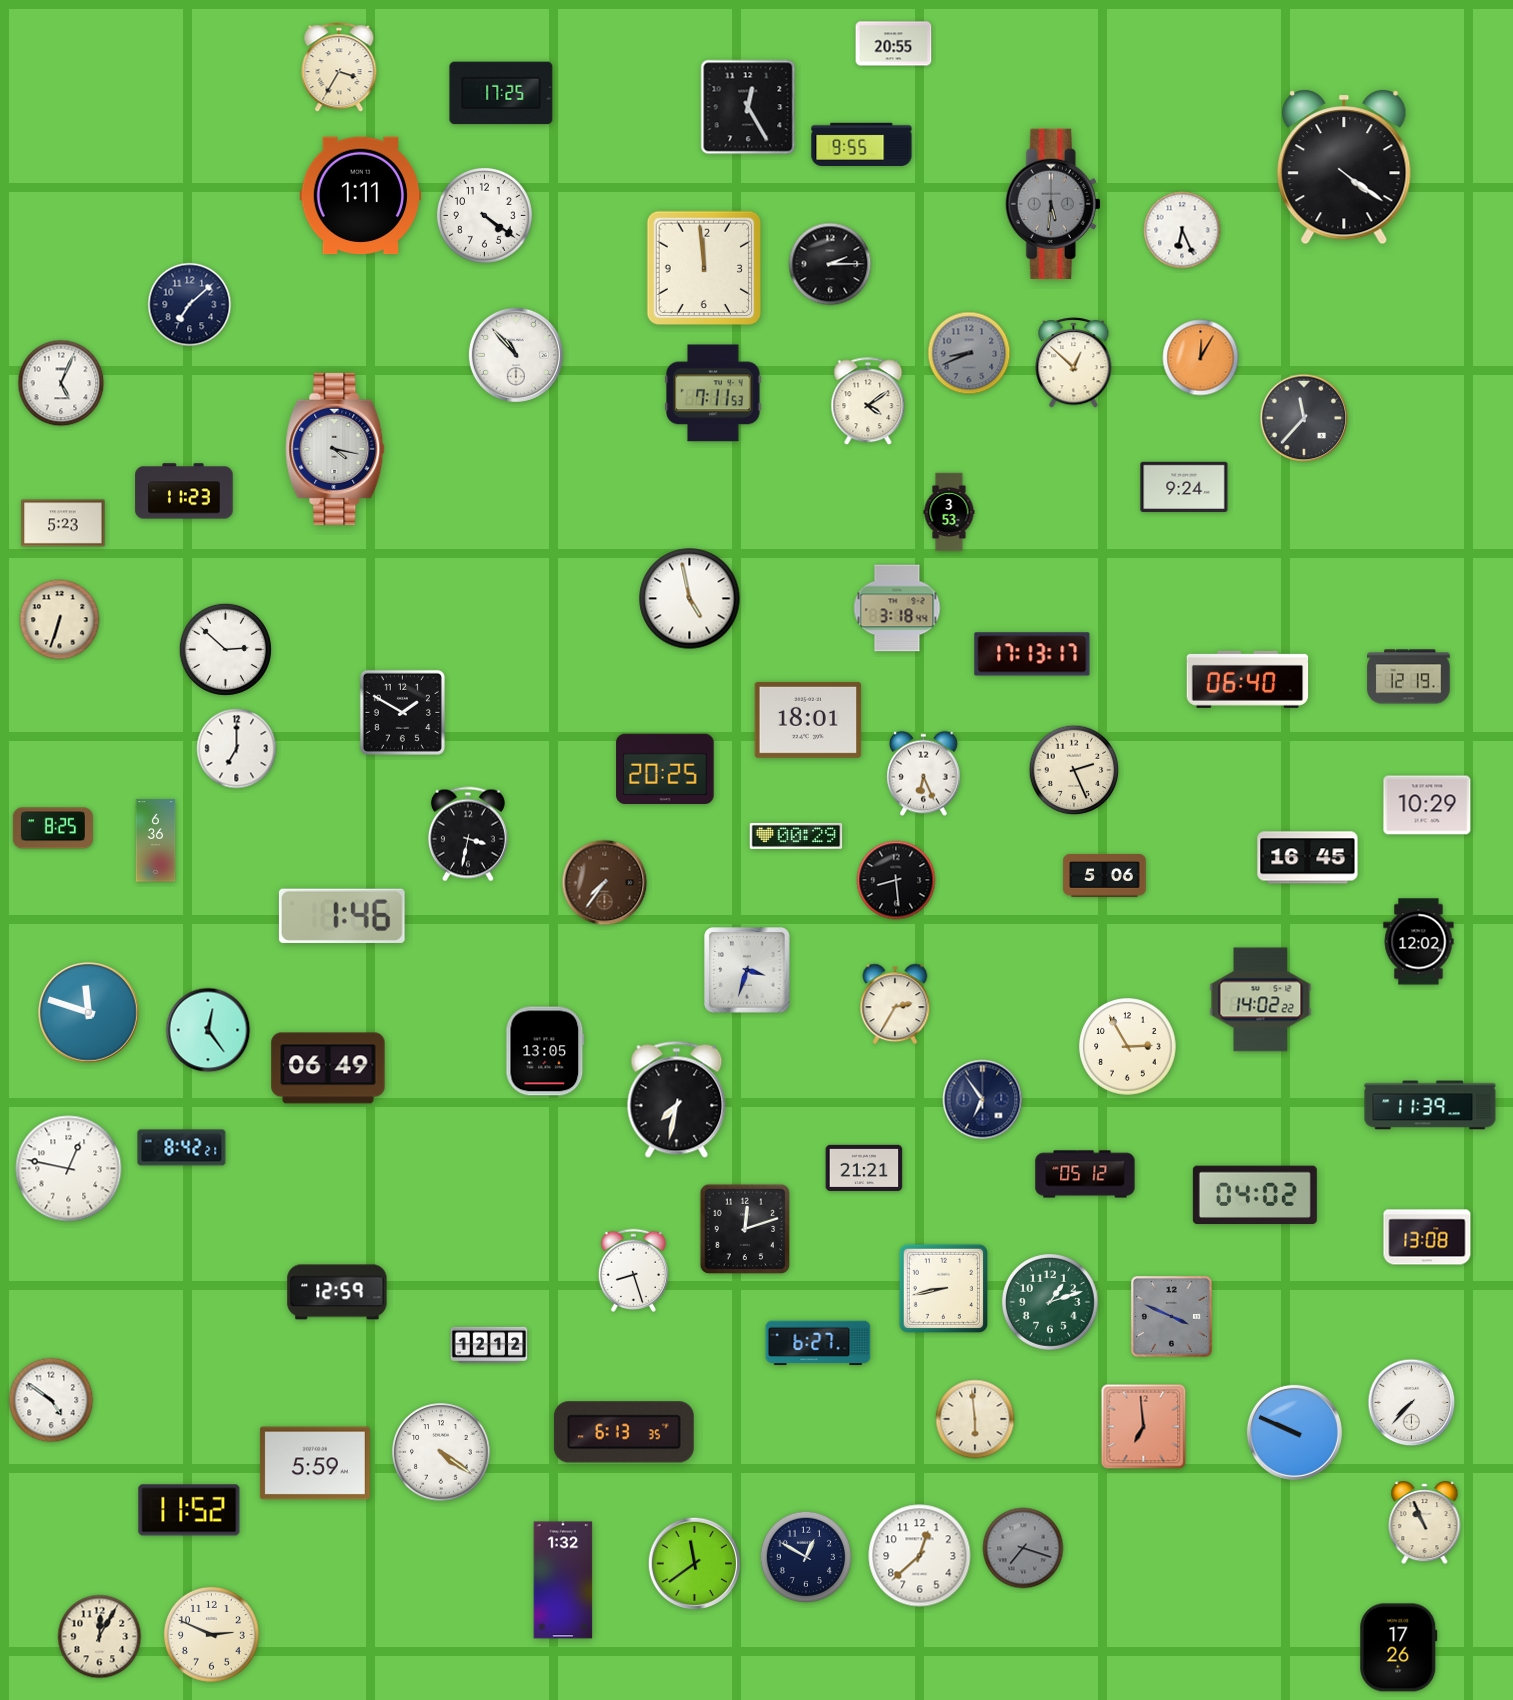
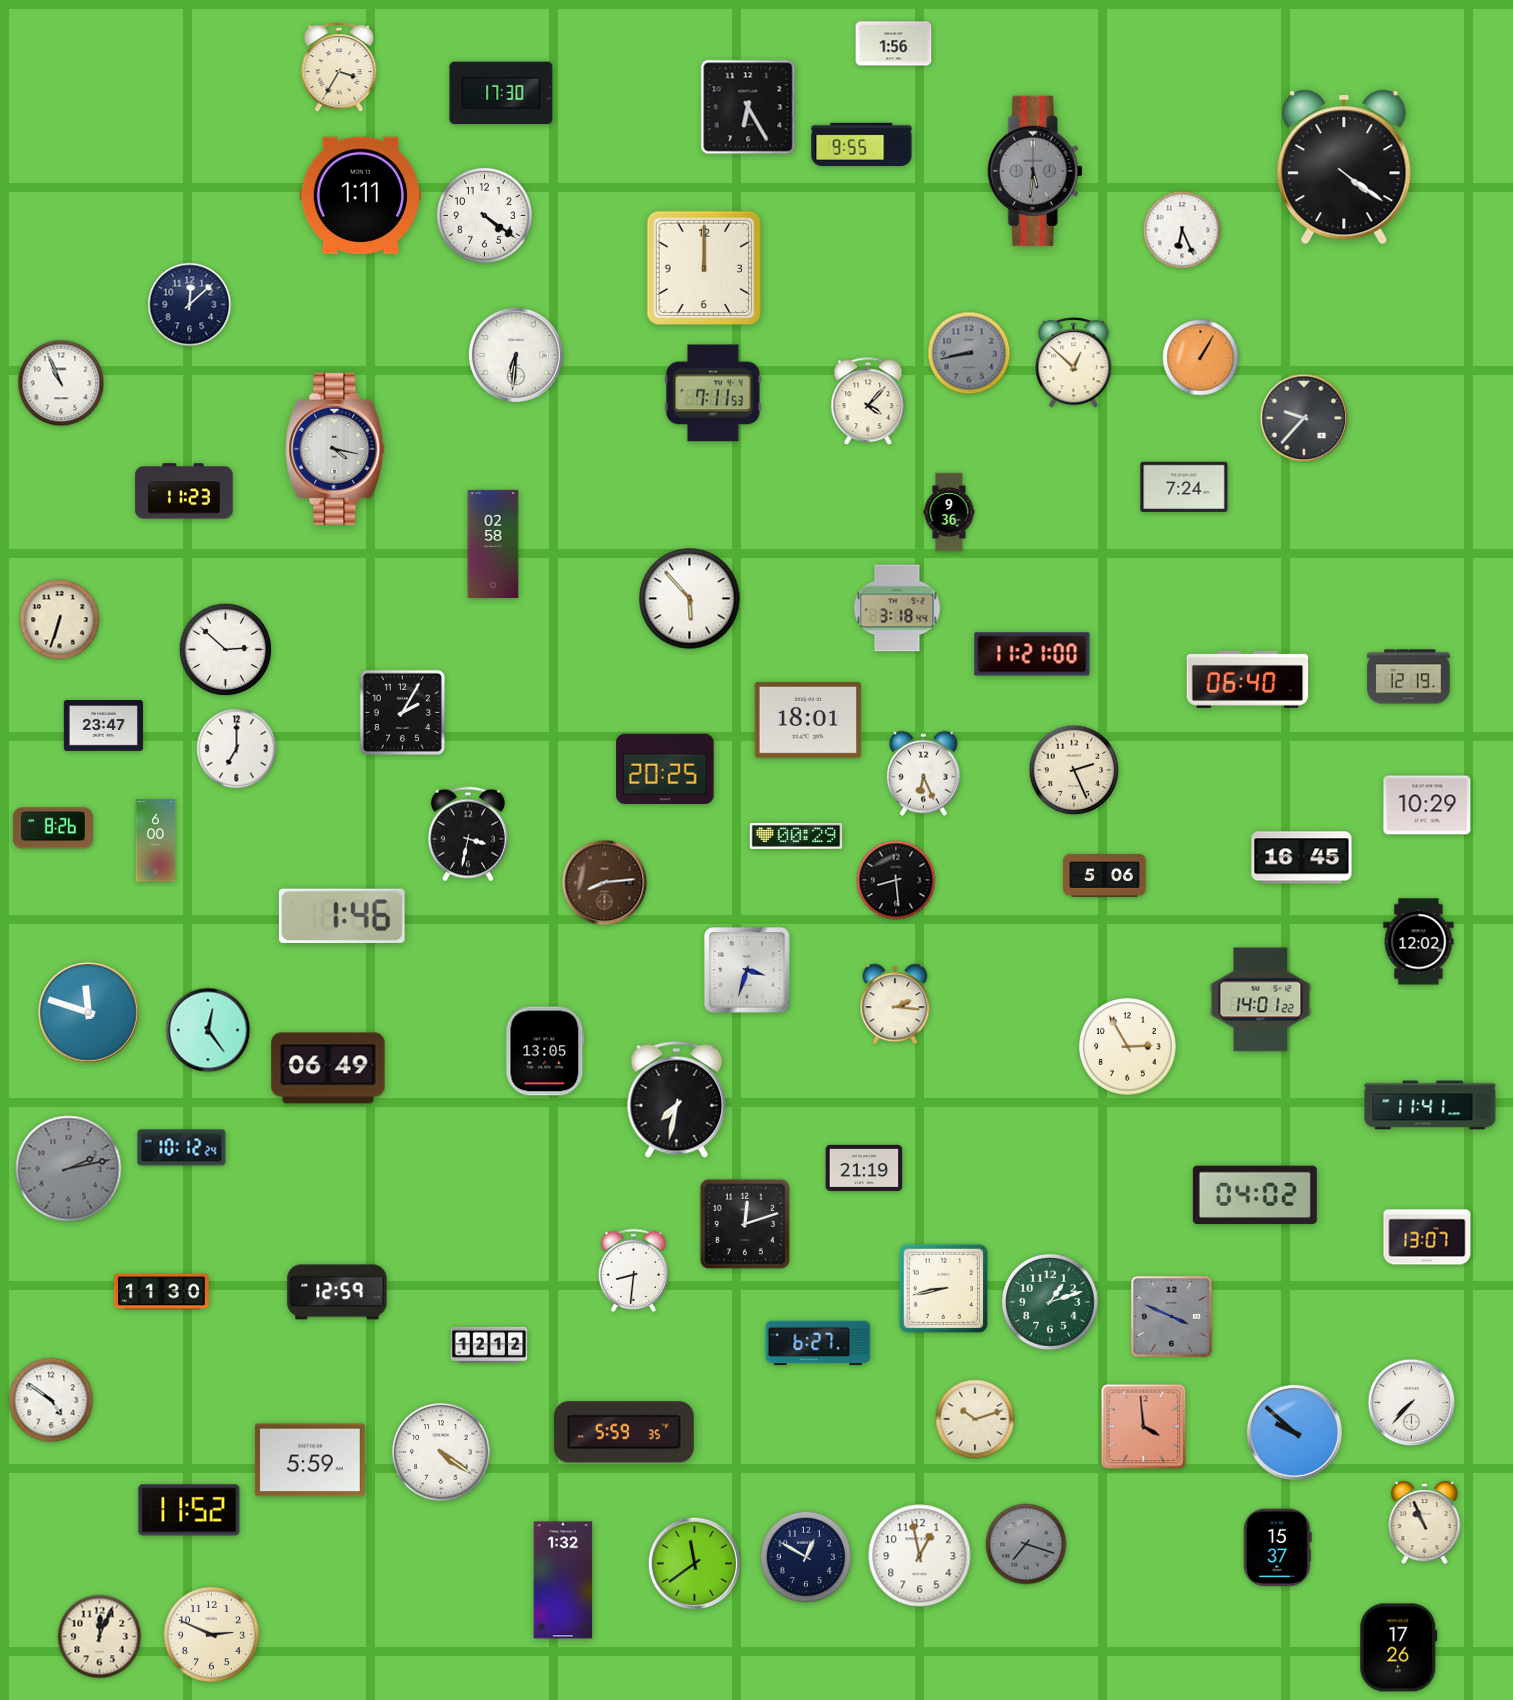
clock at (894, 44): 20:55 -> 1:56
clock at (501, 93): 17:25 -> 17:30
clock at (748, 107): 12:25 -> 6:25
clock at (1053, 204) position: (1053, 204) -> (1035, 171)
clock at (830, 264): 2:15 -> none
clock at (704, 268): 11:59 -> 12:00
clock at (190, 305): 7:08 -> 12:08
clock at (969, 353): 8:41 -> 8:43
clock at (516, 355): 10:53 -> 6:31
clock at (1201, 358): 12:05 -> 1:05
clock at (61, 383): 5:04 -> 10:56
clock at (868, 402): 4:09 -> 4:07
clock at (1304, 418): 11:37 -> 9:37
clock at (1184, 487): 9:24 -> 7:24
clock at (949, 512): 3:53 -> 9:36
clock at (63, 523): 5:23 -> none
clock at (493, 543): none -> 02:58
clock at (690, 599): 4:58 -> 5:53
clock at (1032, 654): 17:13 -> 11:21
clock at (402, 712): 1:50 -> 2:05
clock at (103, 726): none -> 23:47
clock at (53, 828): 8:25 -> 8:26
clock at (156, 841): 6:36 -> 6:00
clock at (1308, 858) position: (1308, 858) -> (1302, 858)
clock at (605, 883): 7:36 -> 8:14
clock at (1261, 1000): 14:02 -> 14:01
clock at (895, 1004): 2:35 -> 2:16
clock at (983, 1100): 6:54 -> none
clock at (1430, 1105): 11:39 -> 11:41
clock at (182, 1148): 8:42 -> 10:12
clock at (864, 1168): 21:21 -> 21:19
clock at (69, 1169): 12:47 -> 2:13
clock at (69, 1169) dial: white -> grey
clock at (1085, 1174): 05:12 -> none
clock at (745, 1229) position: (745, 1229) -> (745, 1224)
clock at (1427, 1237): 13:08 -> 13:07
clock at (633, 1270): 8:27 -> 8:31
clock at (161, 1292): none -> 11:30
clock at (975, 1419): 5:59 -> 10:12
clock at (1144, 1427): 6:59 -> 3:59
clock at (624, 1432): 6:13 -> 5:59
clock at (1294, 1432): 9:49 -> 9:52
clock at (315, 1463) position: (315, 1463) -> (310, 1460)
clock at (1023, 1548) position: (1023, 1548) -> (1026, 1544)
clock at (1278, 1548): none -> 15:37
clock at (920, 1556): 12:38 -> 12:58
clock at (100, 1637): 12:05 -> 12:04
